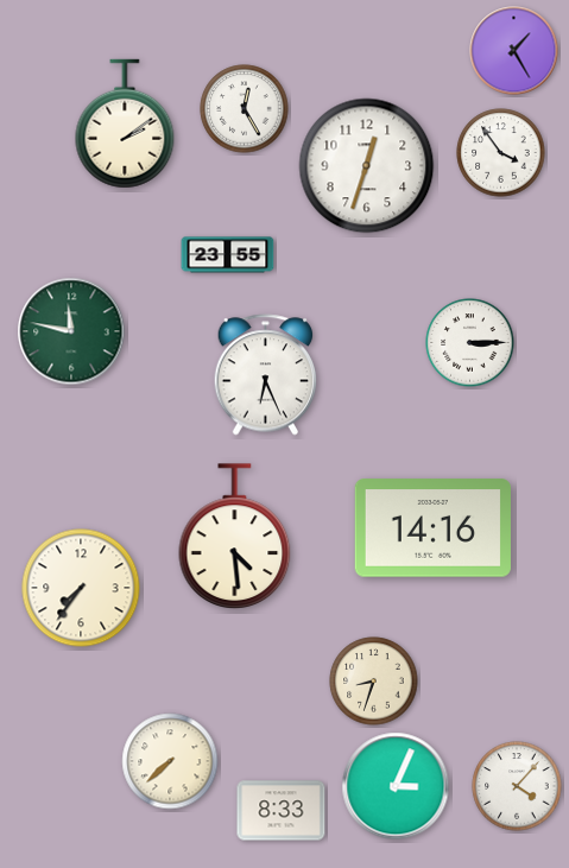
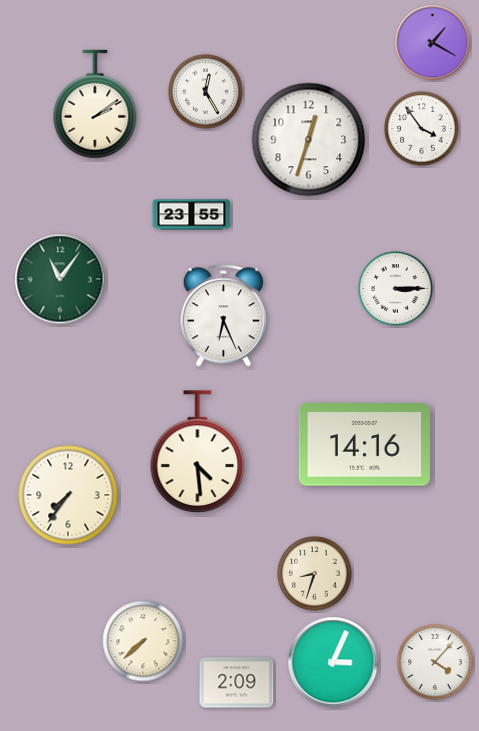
clock at (514, 51): 1:25 -> 1:20
clock at (125, 123) position: (125, 123) -> (95, 104)
clock at (71, 331): 11:47 -> 11:06
clock at (282, 811): 8:33 -> 2:09
